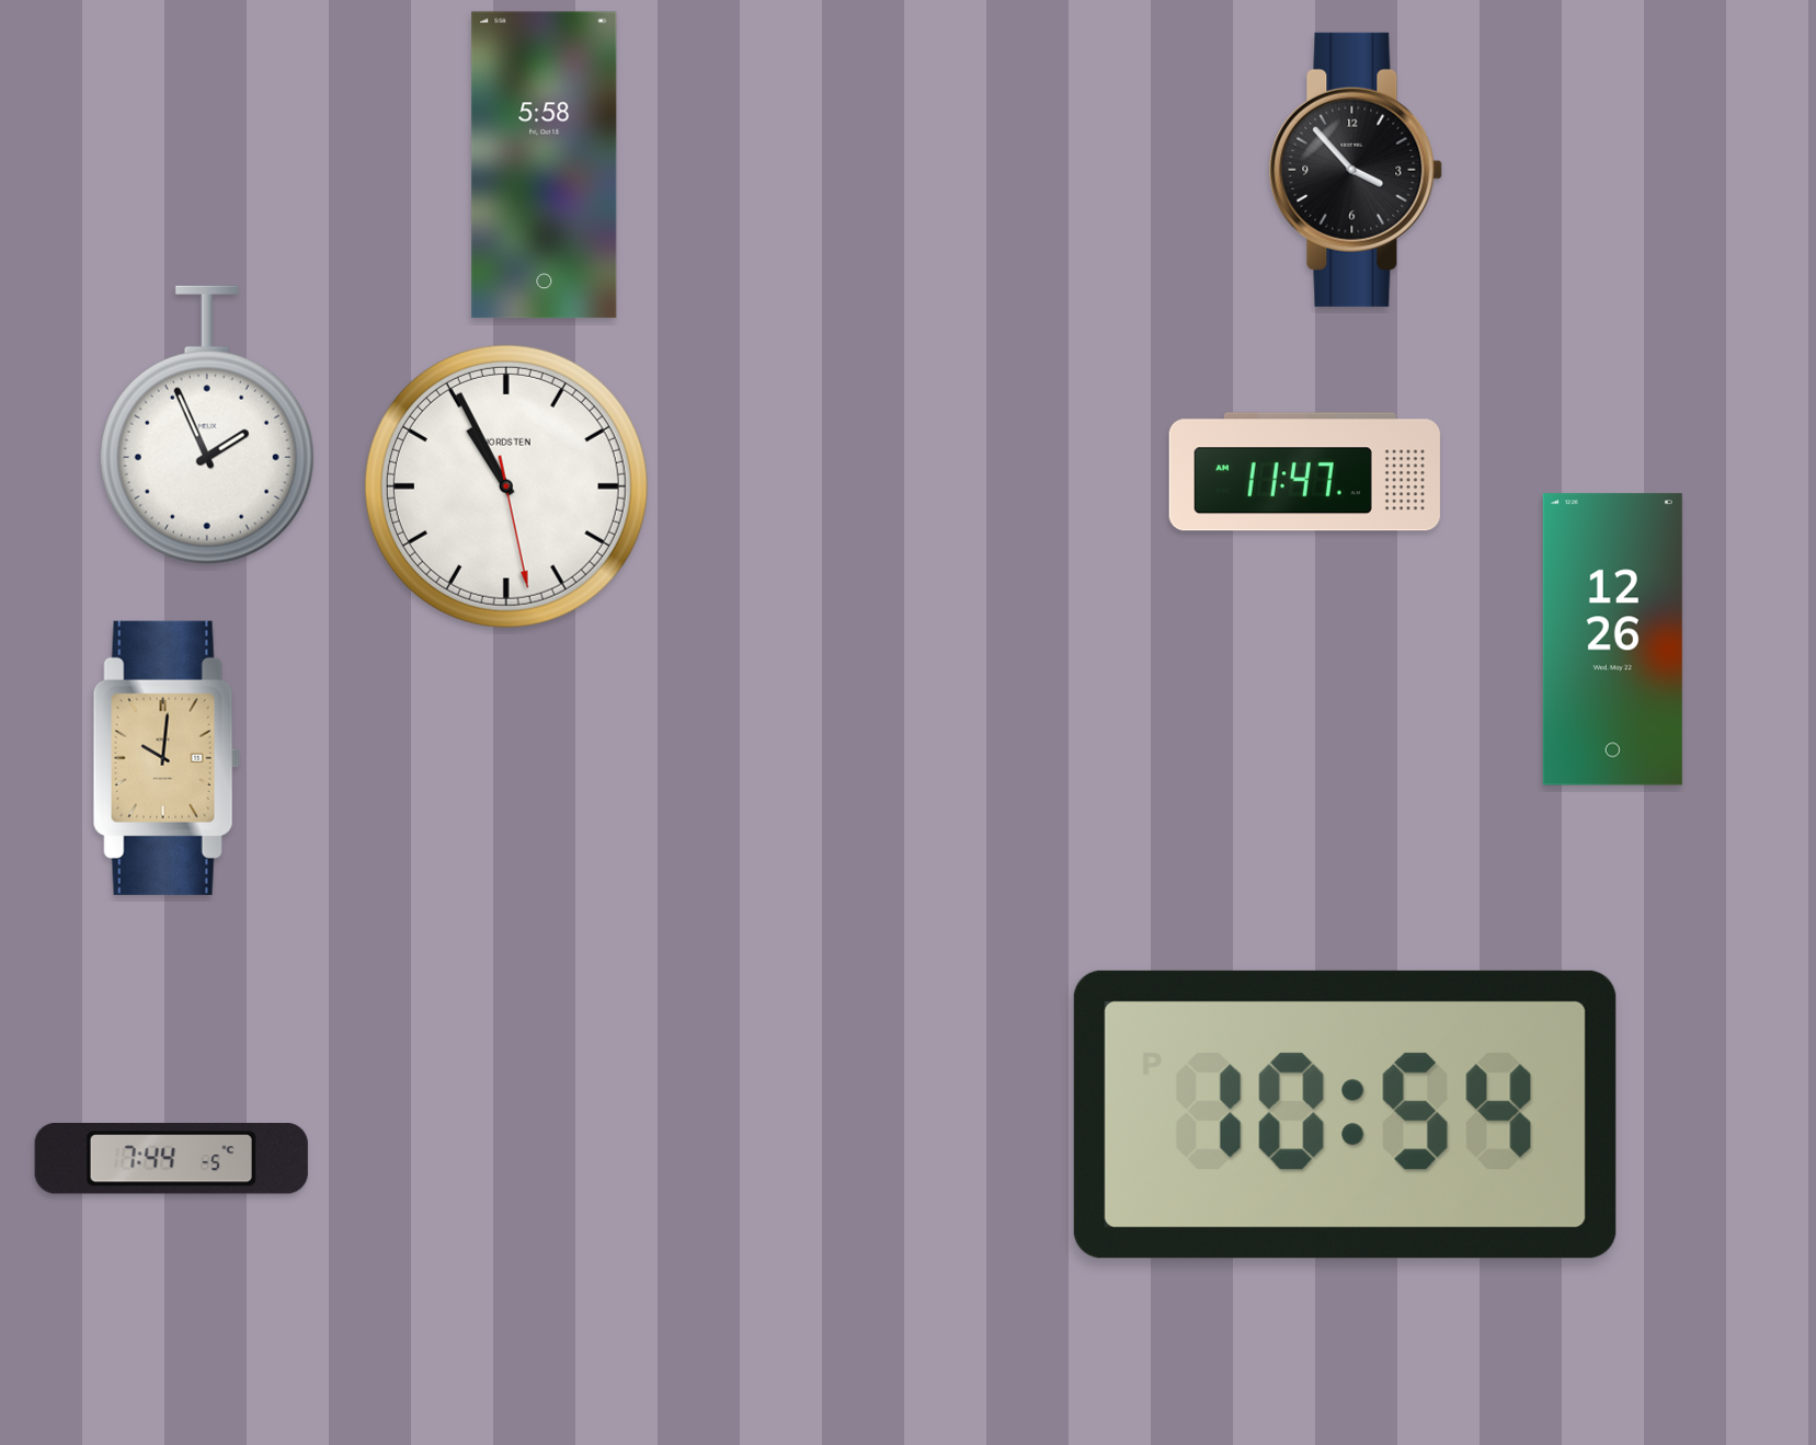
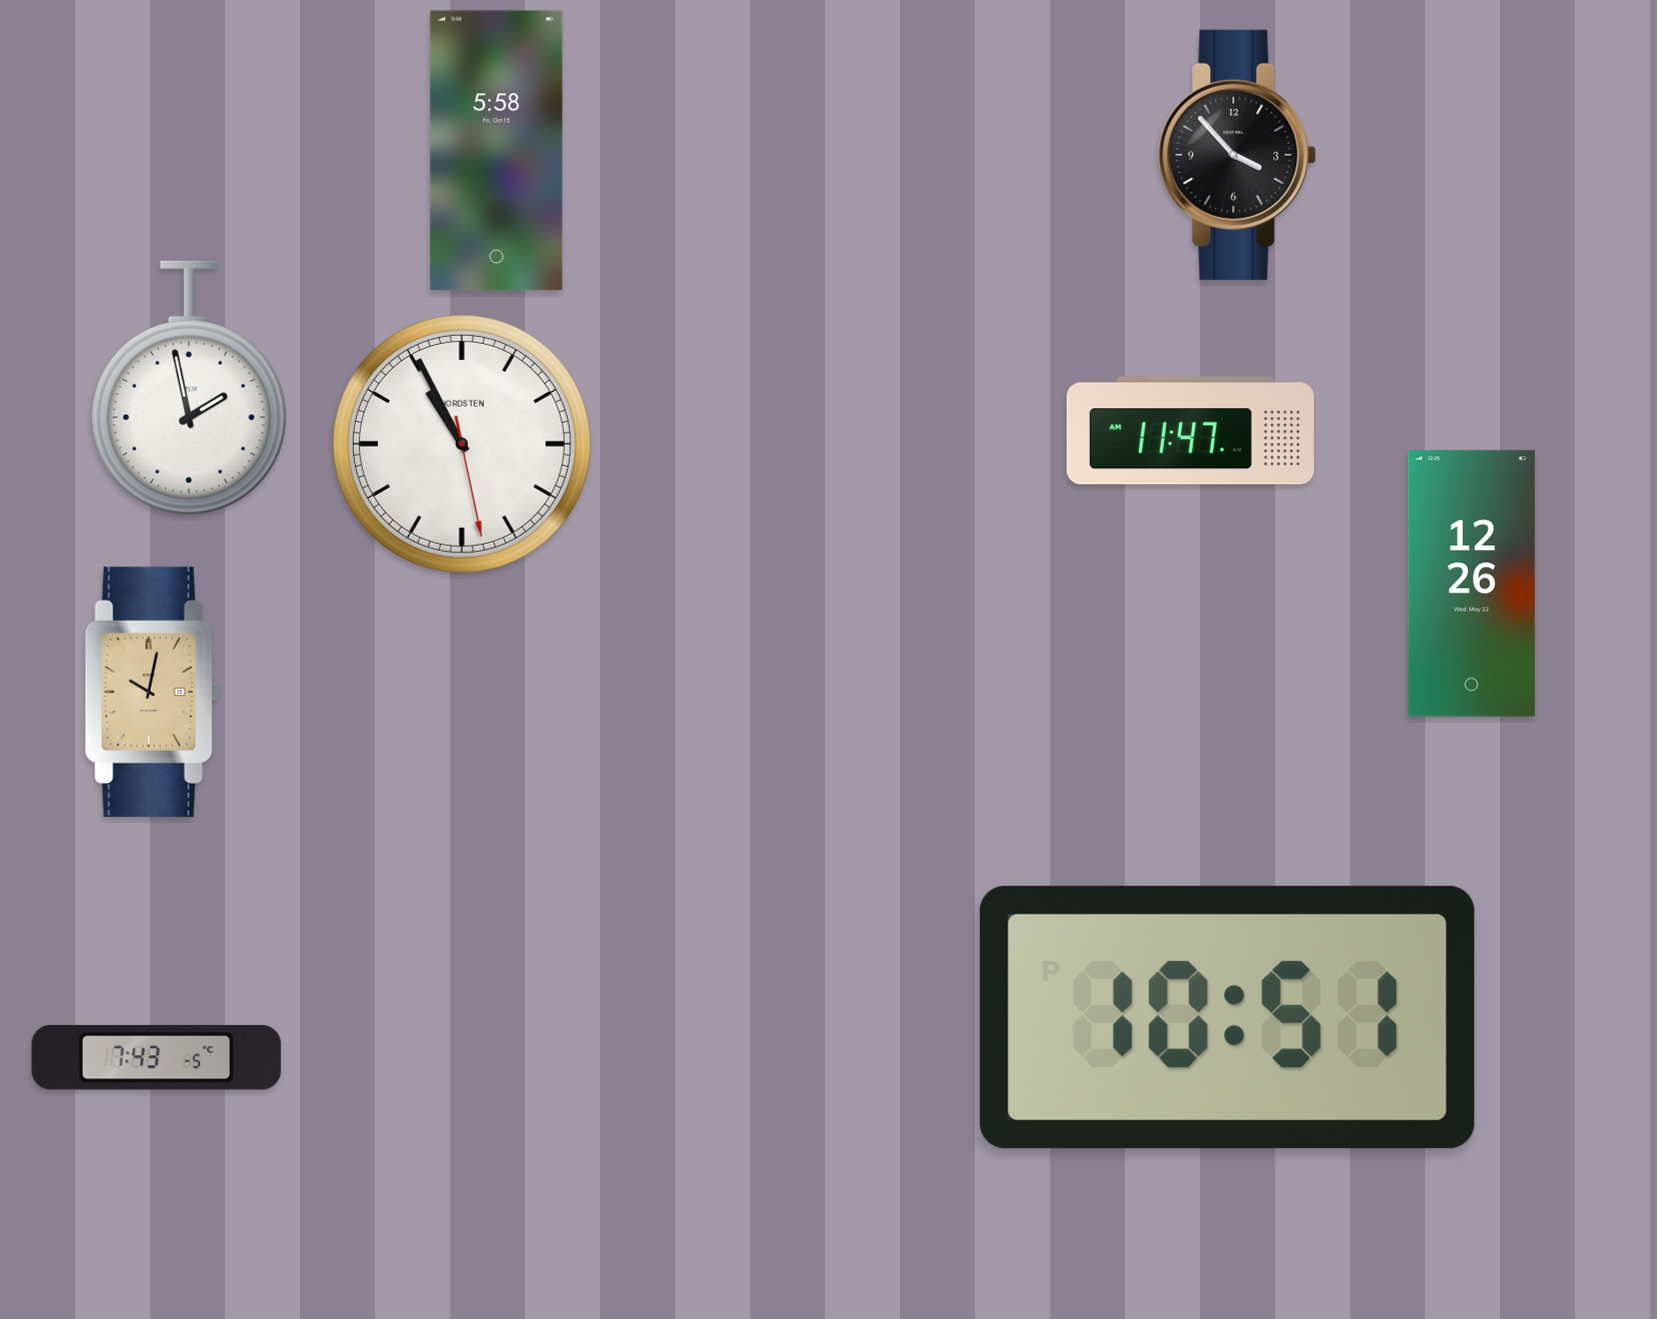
clock at (207, 425): 1:56 -> 1:58
clock at (167, 758): 10:01 -> 10:02
clock at (1345, 1114): 10:54 -> 10:51
clock at (171, 1158): 7:44 -> 7:43
